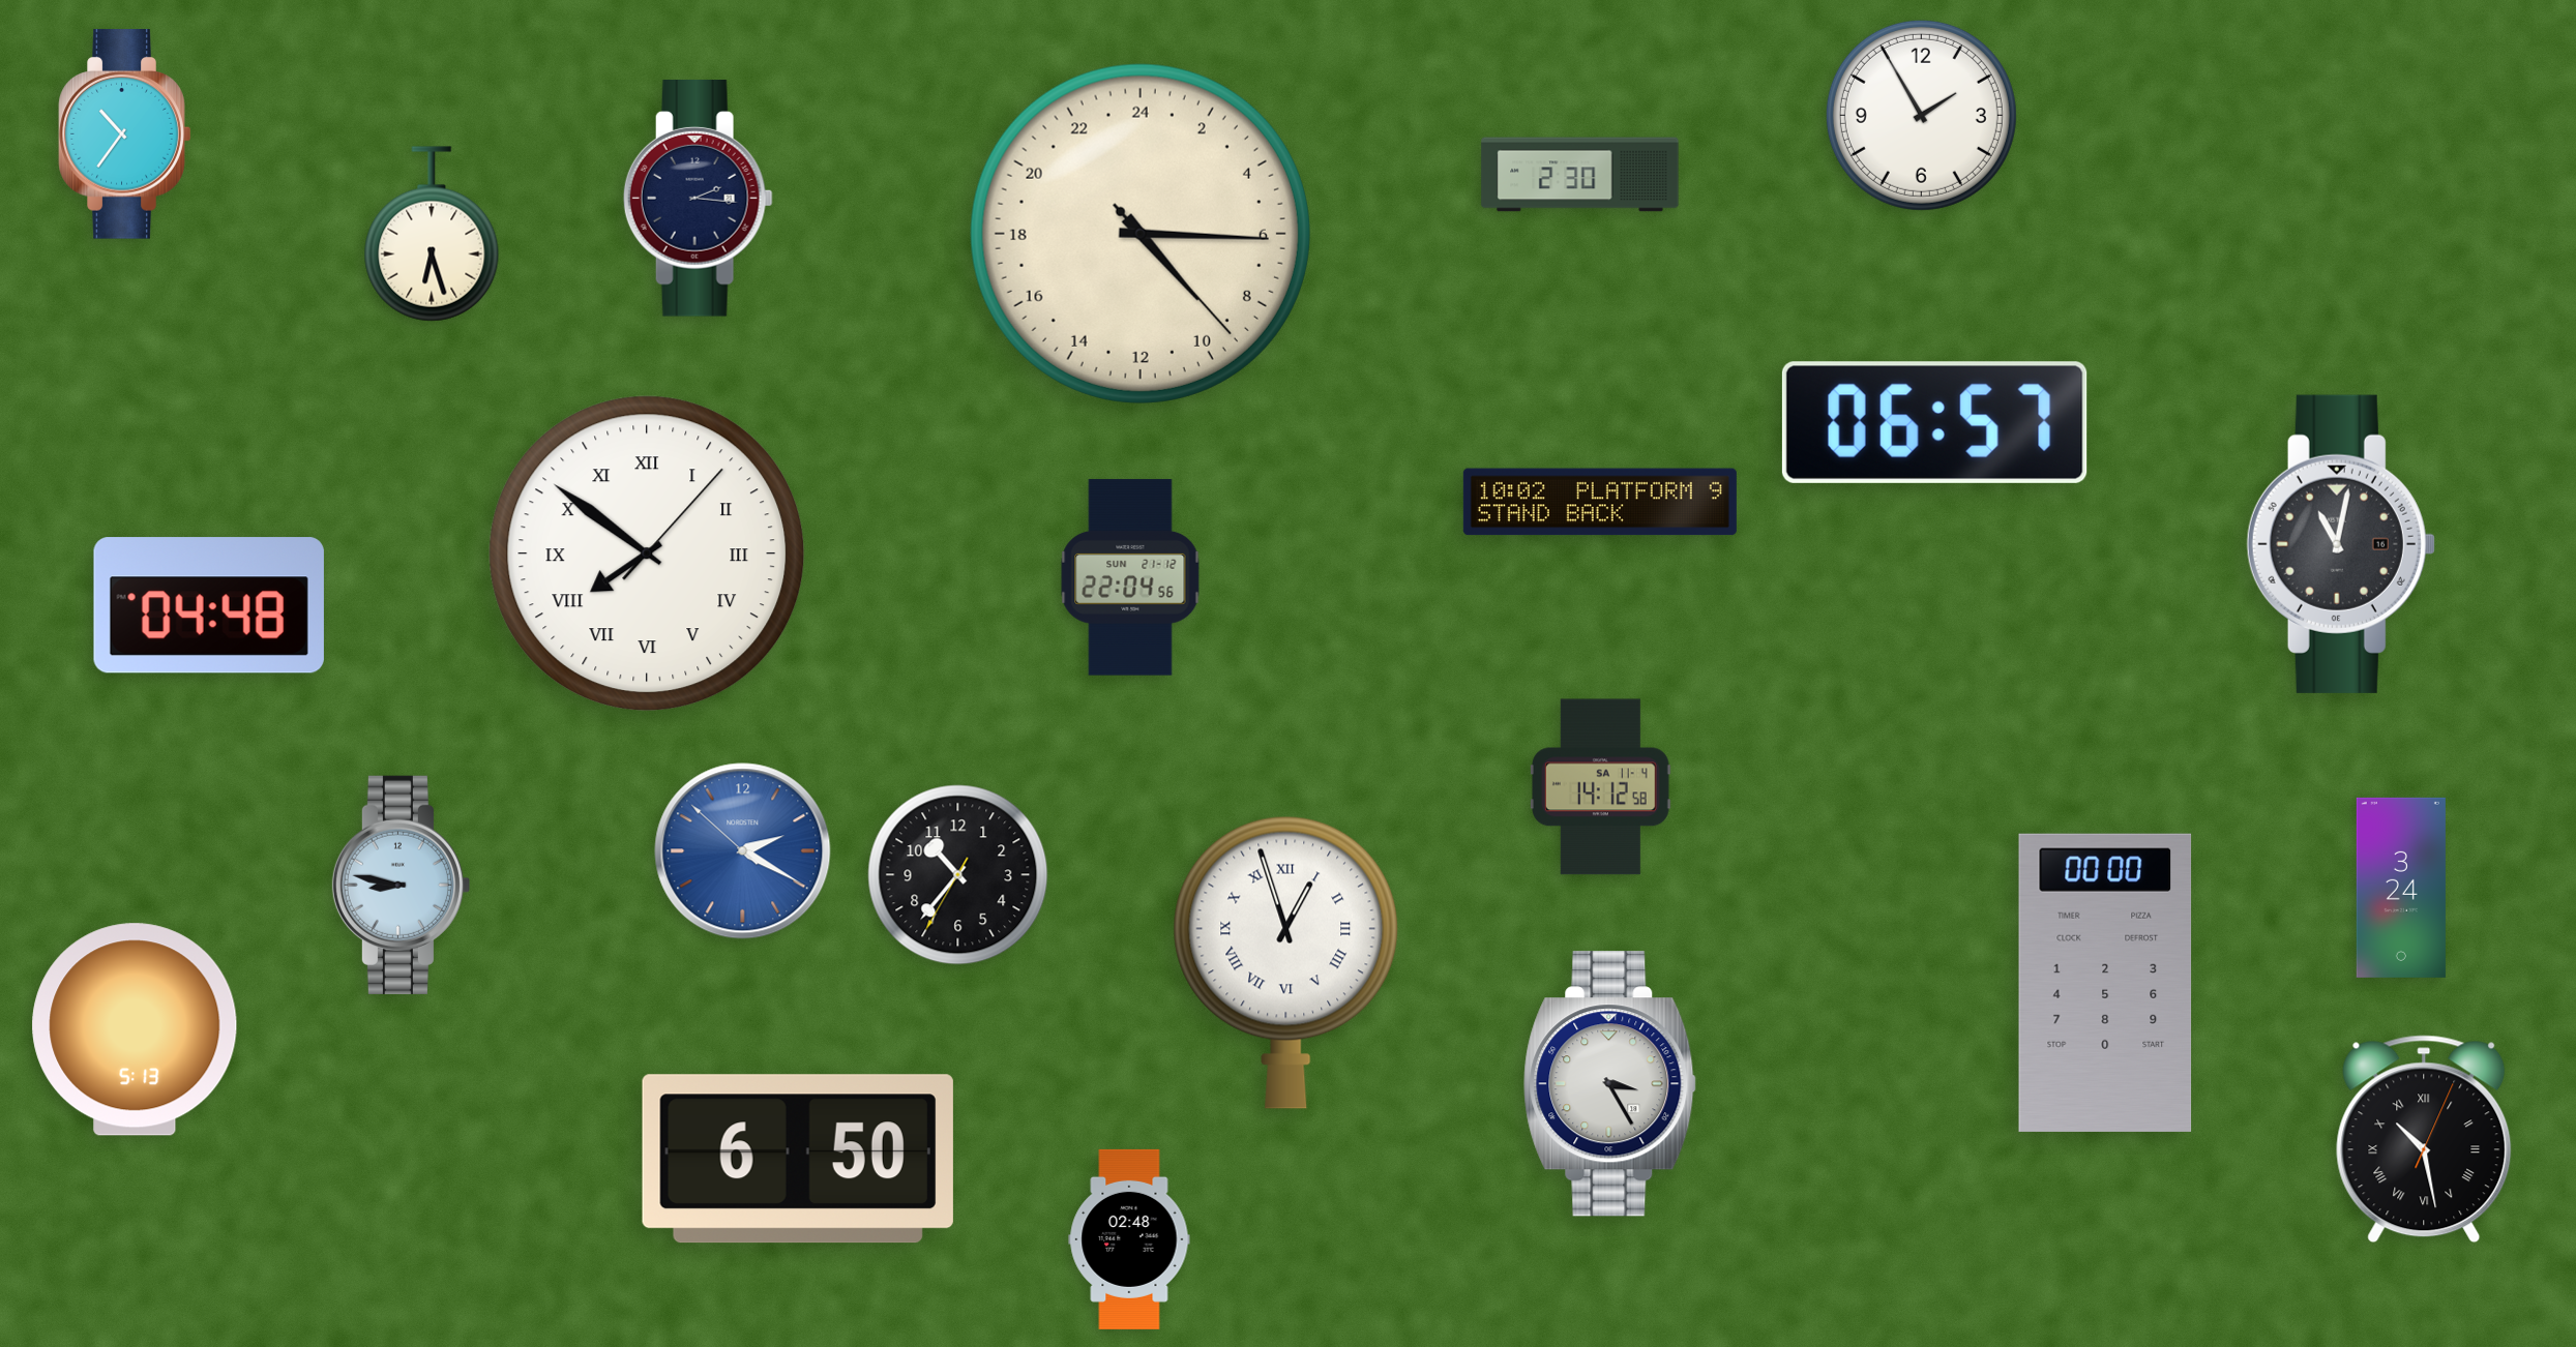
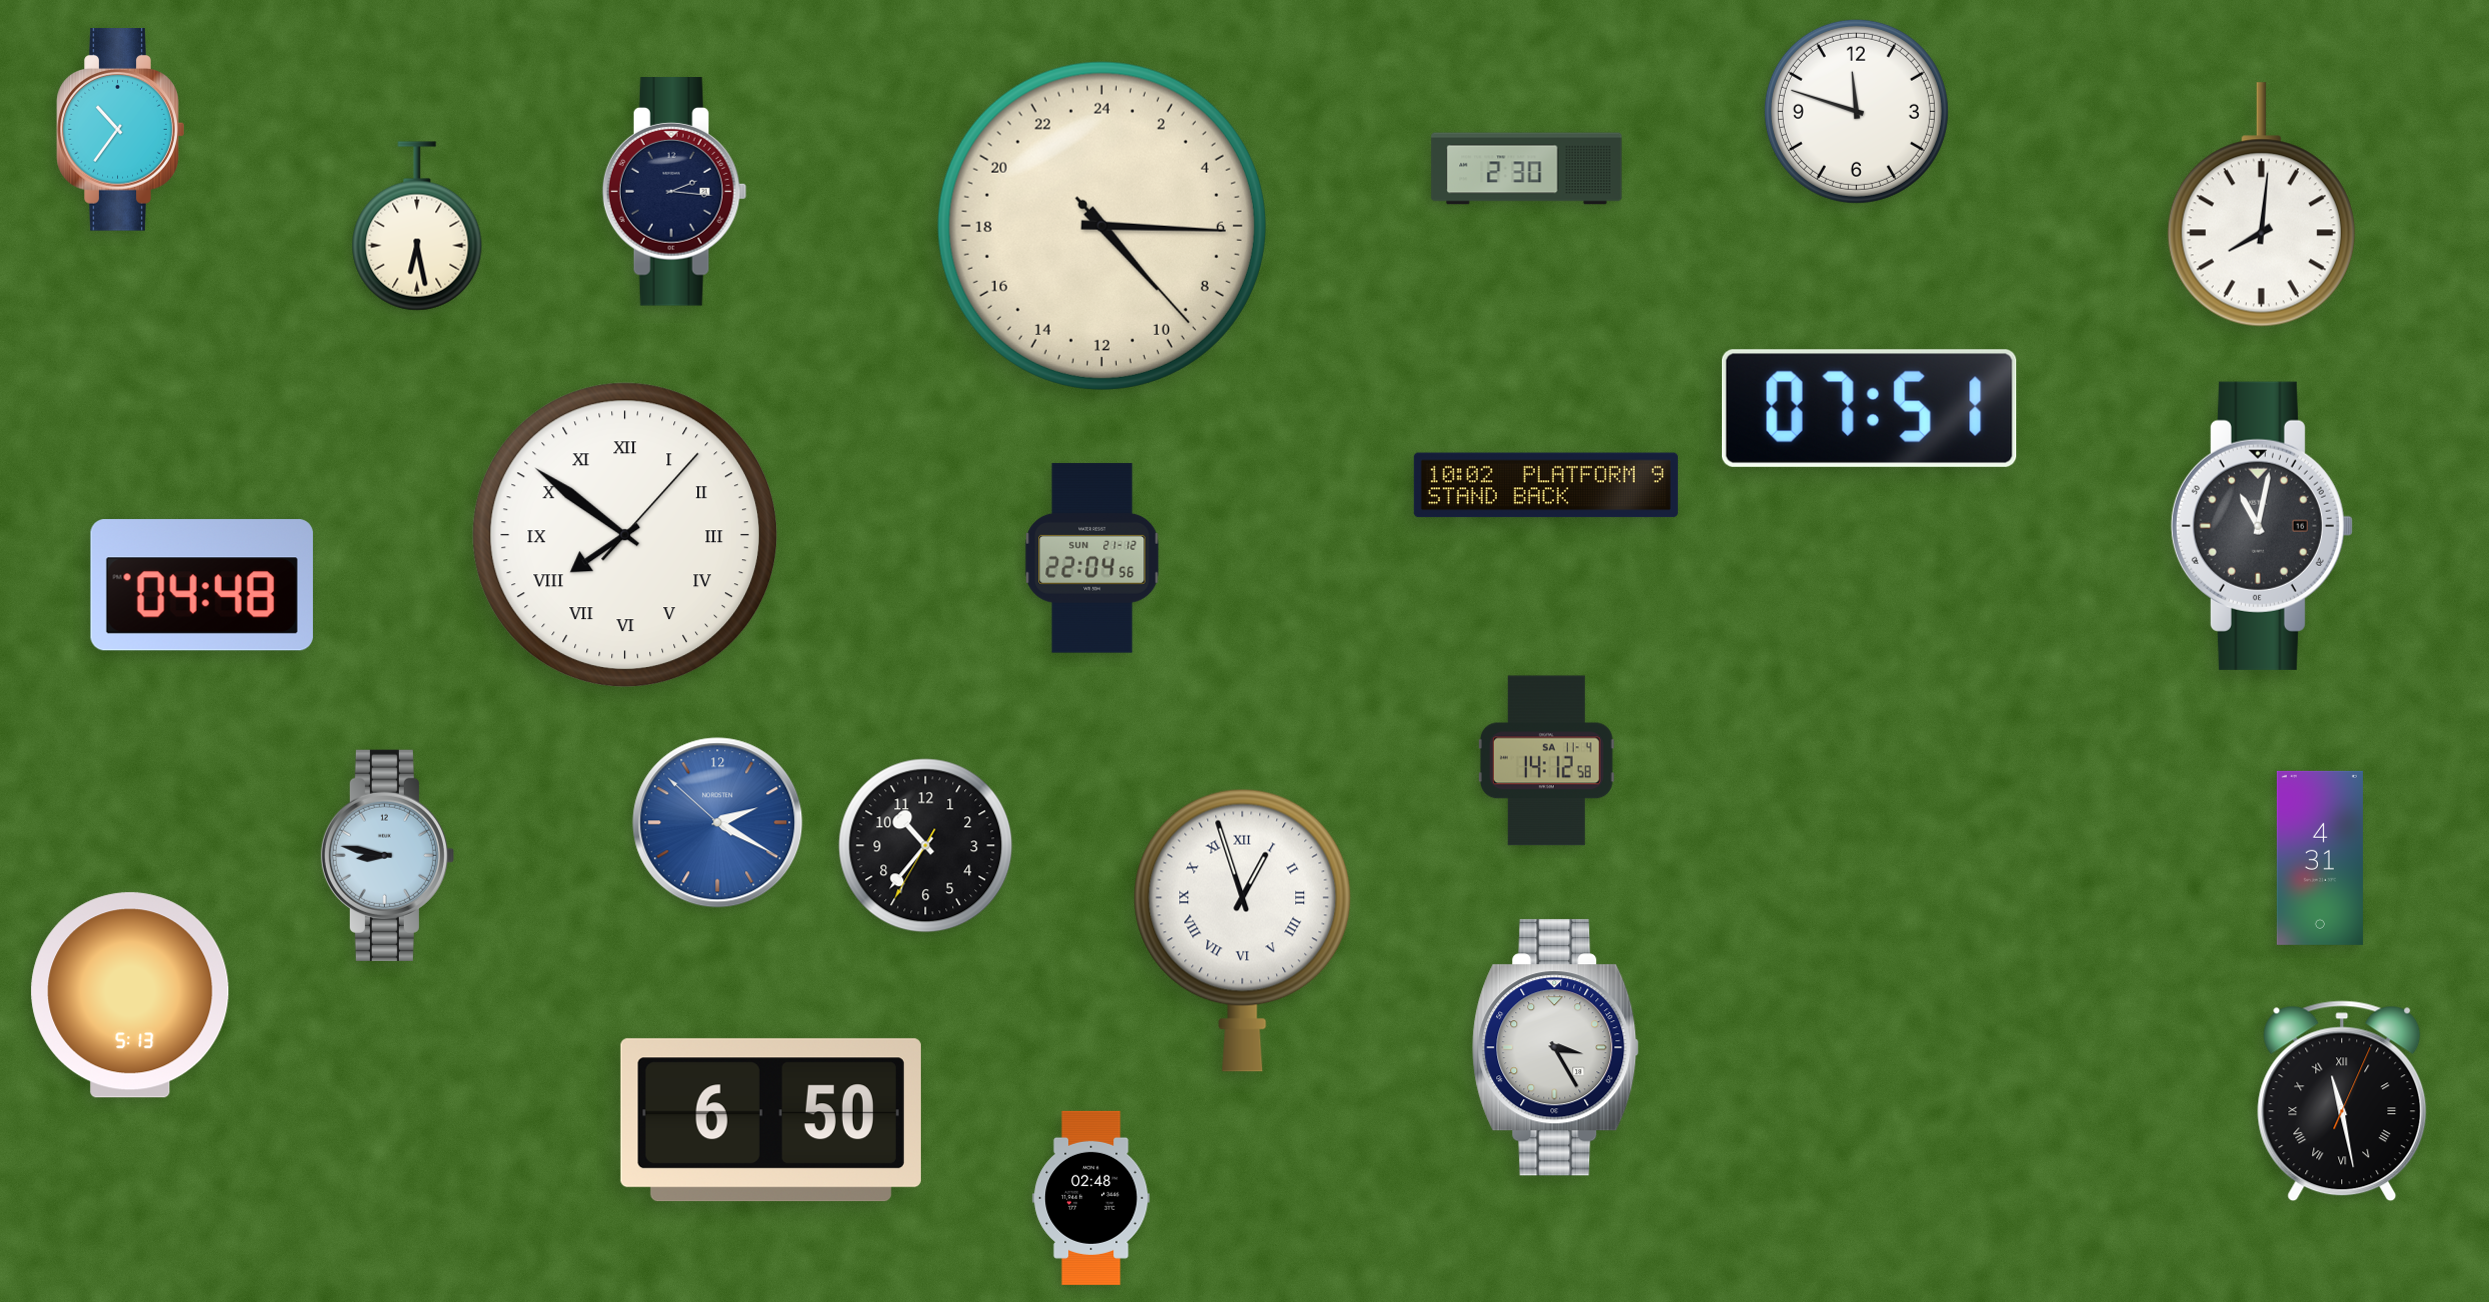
clock at (1921, 115): 1:55 -> 11:48
clock at (2261, 205): none -> 8:01
clock at (432, 234): 6:27 -> 6:28
clock at (1934, 422): 06:57 -> 07:51
clock at (2401, 888): 3:24 -> 4:31
clock at (2105, 983): 00:00 -> none
clock at (2424, 1139): 10:28 -> 11:28
